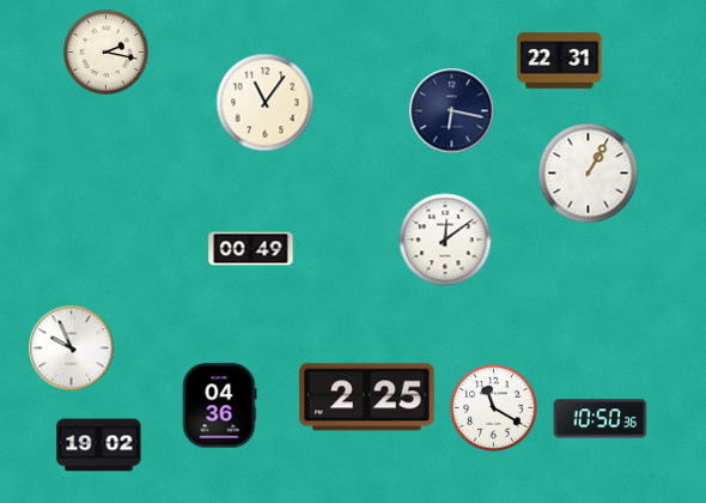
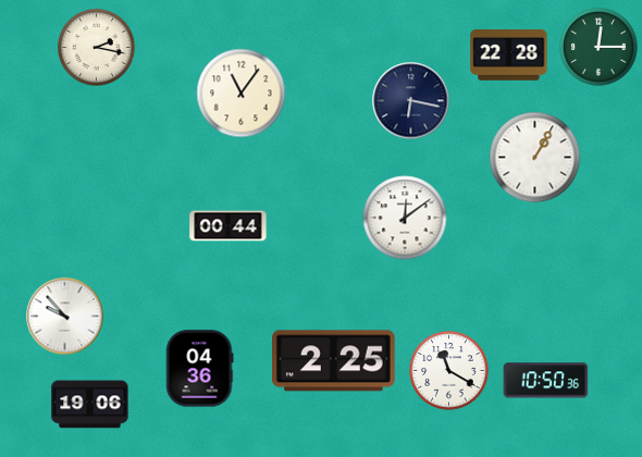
clock at (598, 47): none -> 12:15
clock at (560, 61): 22:31 -> 22:28
clock at (251, 249): 00:49 -> 00:44
clock at (72, 349): 9:56 -> 9:53
clock at (99, 446): 19:02 -> 19:06
